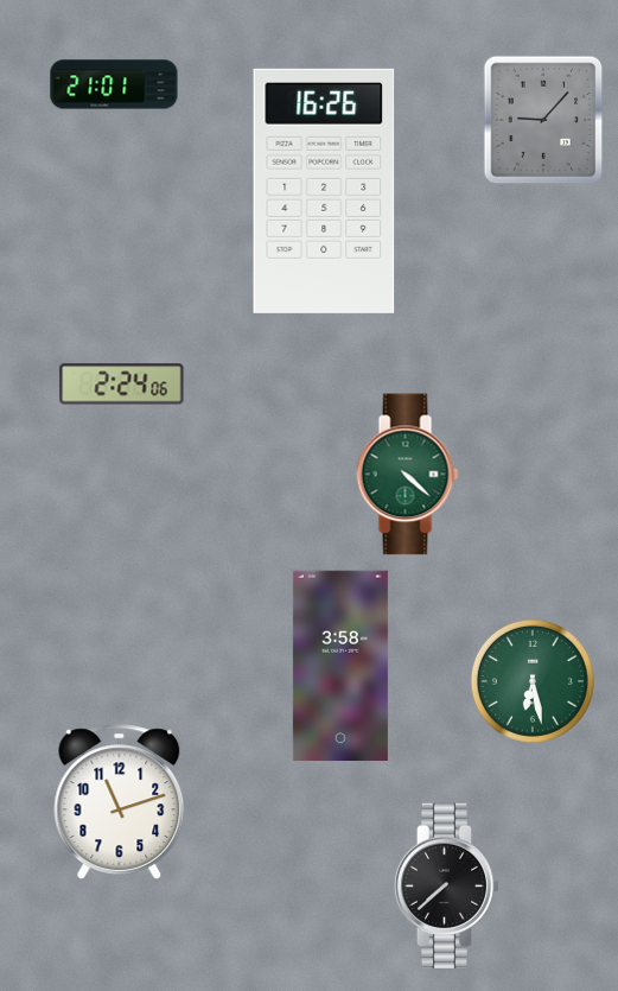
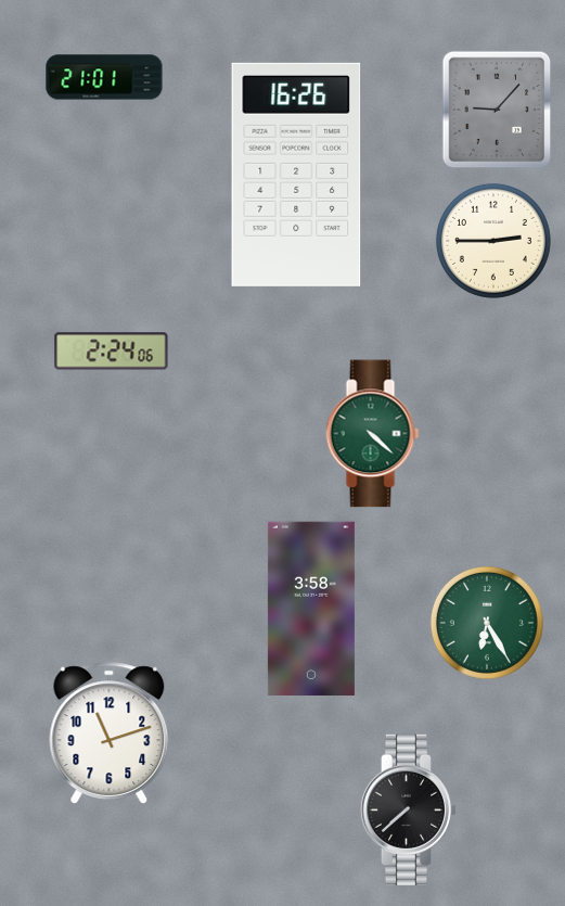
clock at (493, 241): none -> 2:45
clock at (533, 681): 6:28 -> 6:25
